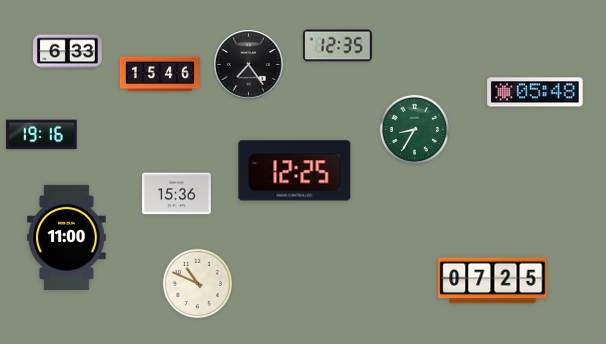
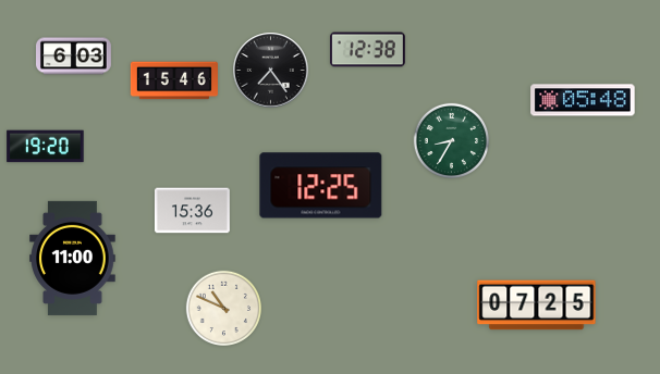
clock at (337, 46): 12:35 -> 12:38
clock at (68, 52): 6:33 -> 6:03
clock at (42, 135): 19:16 -> 19:20
clock at (197, 283) position: (197, 283) -> (223, 308)
